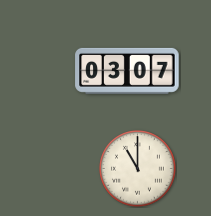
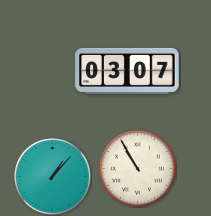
clock at (138, 169): 11:00 -> 10:55
clock at (53, 177): none -> 1:07
